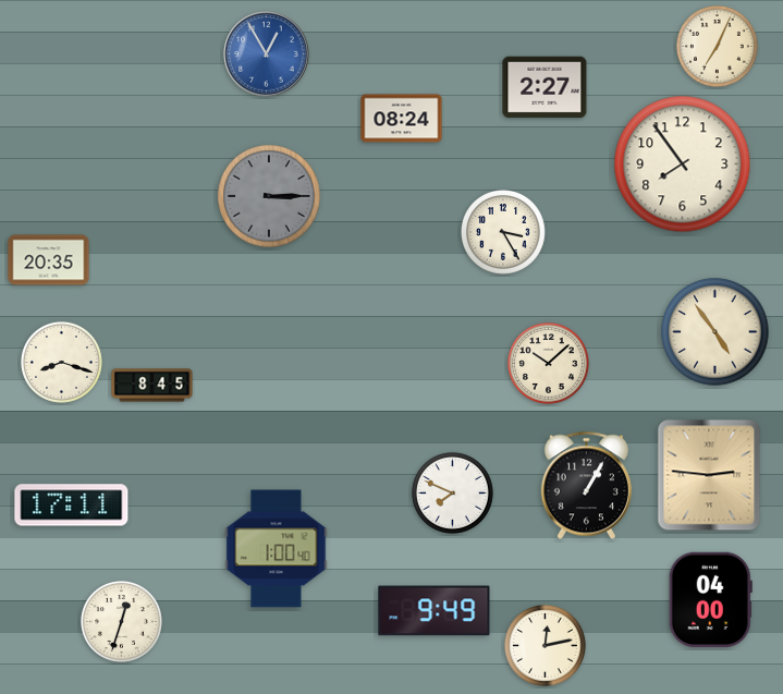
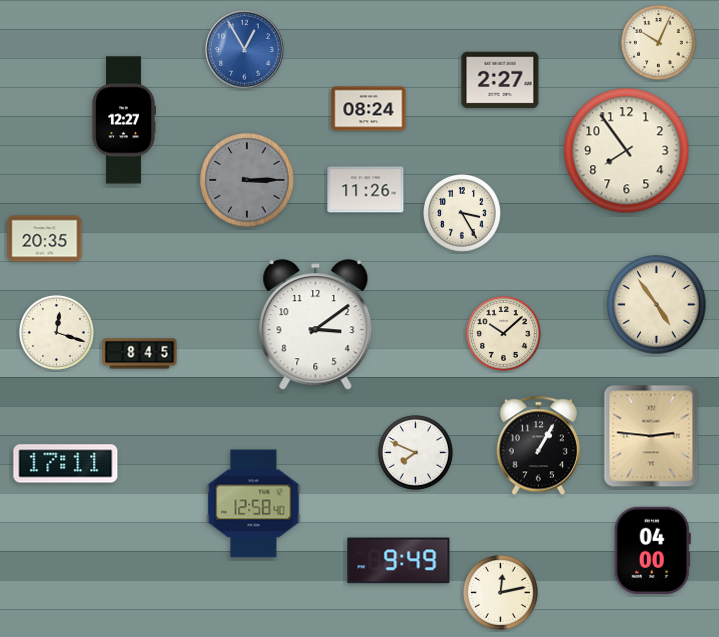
clock at (717, 46): 7:04 -> 10:04
clock at (124, 120): none -> 12:27
clock at (366, 190): none -> 11:26
clock at (316, 325): none -> 3:09
clock at (61, 362): 8:18 -> 12:18
clock at (277, 549): 1:00 -> 12:58
clock at (121, 621): 12:33 -> none
